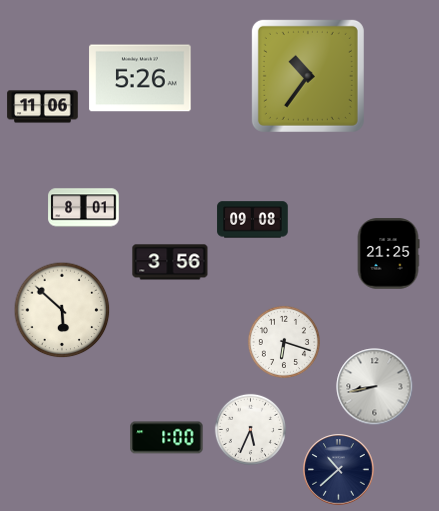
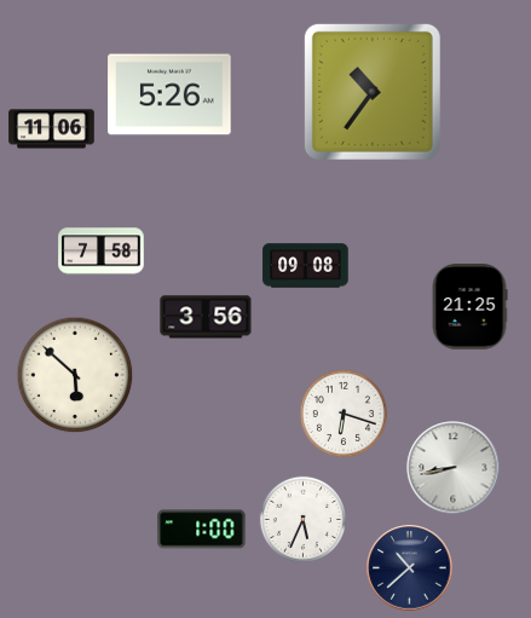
clock at (84, 208): 8:01 -> 7:58
